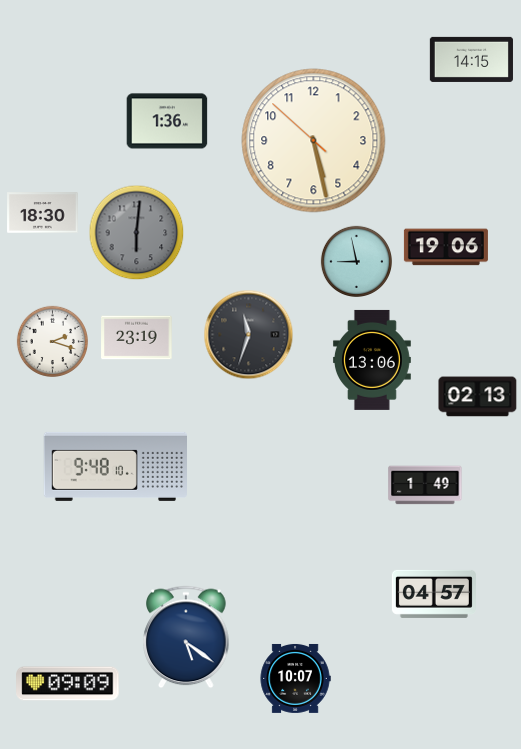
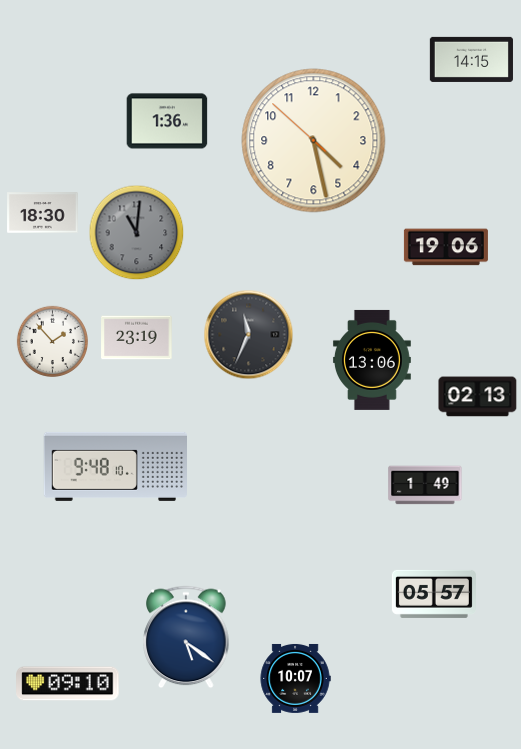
clock at (314, 141): 5:27 -> 4:27
clock at (137, 233): 6:01 -> 11:01
clock at (356, 261): 8:58 -> none
clock at (249, 335): 11:33 -> 11:34
clock at (52, 341): 2:18 -> 1:53
clock at (434, 594): 04:57 -> 05:57
clock at (68, 684): 09:09 -> 09:10
